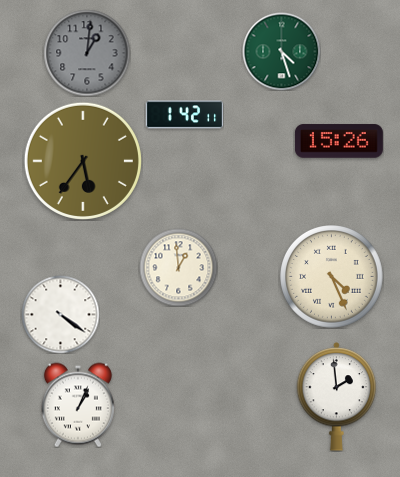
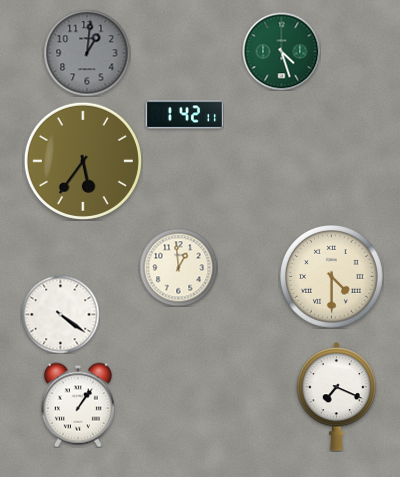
clock at (339, 141): 15:26 -> none
clock at (332, 277): 4:26 -> 4:30
clock at (337, 397): 1:59 -> 7:19
clock at (78, 405): 1:04 -> 1:06
